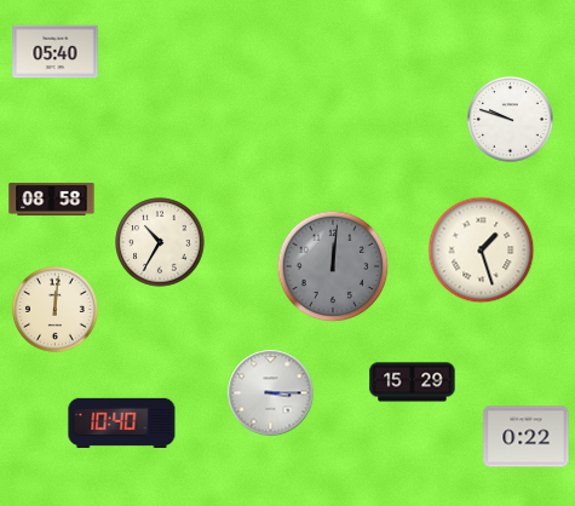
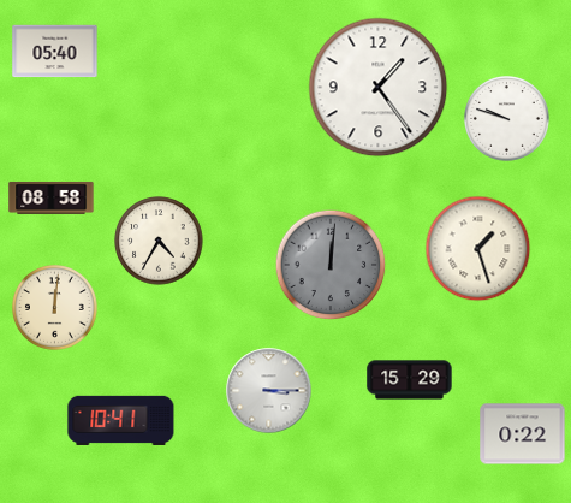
clock at (379, 88): none -> 1:24
clock at (160, 242): 10:35 -> 4:35
clock at (122, 422): 10:40 -> 10:41
